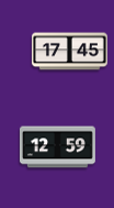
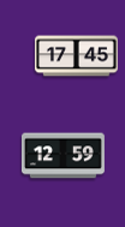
clock at (57, 147) position: (57, 147) -> (62, 156)
